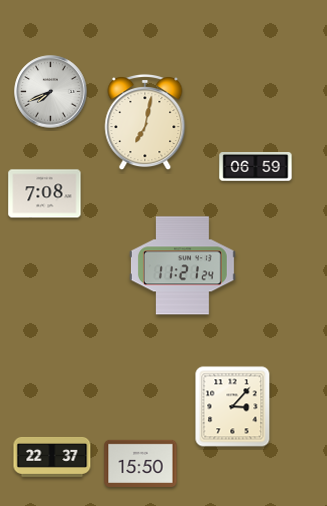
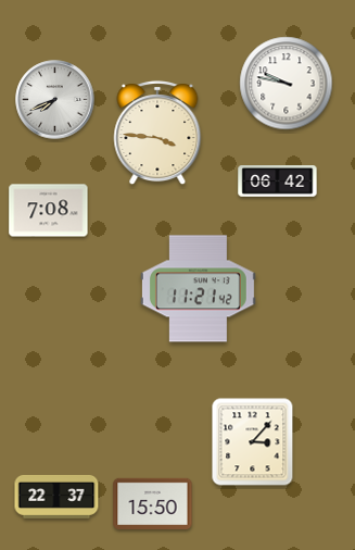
clock at (287, 84): none -> 9:47
clock at (145, 122): 7:02 -> 3:46
clock at (256, 167): 06:59 -> 06:42
clock at (182, 266): 11:21:24 -> 11:21:42
